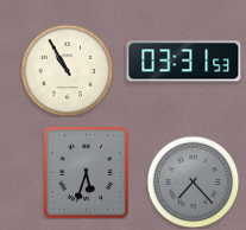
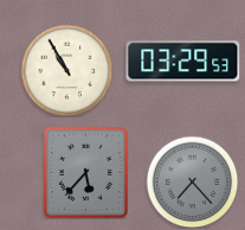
clock at (184, 62): 03:31 -> 03:29
clock at (86, 172): 5:33 -> 5:37
